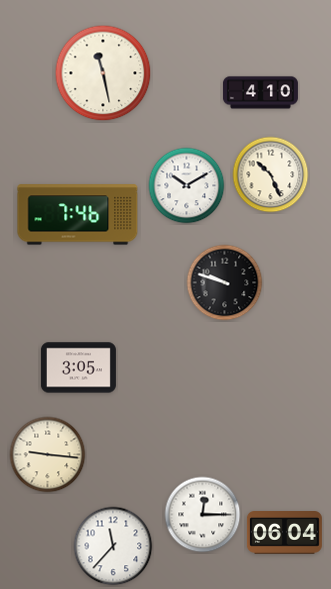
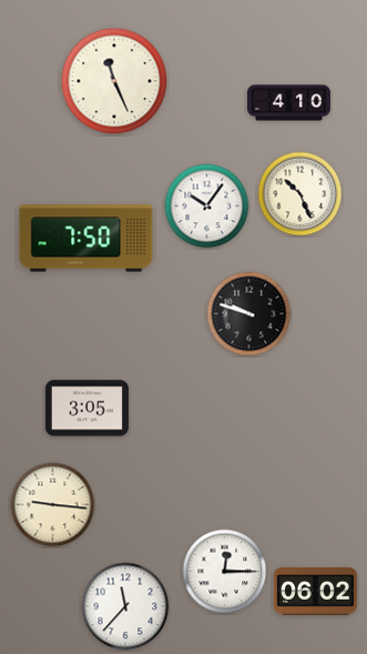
clock at (103, 73): 11:28 -> 11:26
clock at (187, 186): 10:10 -> 10:06
clock at (78, 215): 7:46 -> 7:50
clock at (284, 533): 06:04 -> 06:02
